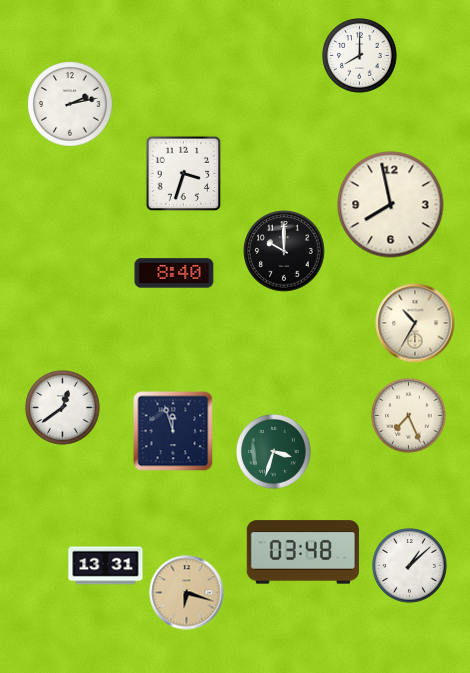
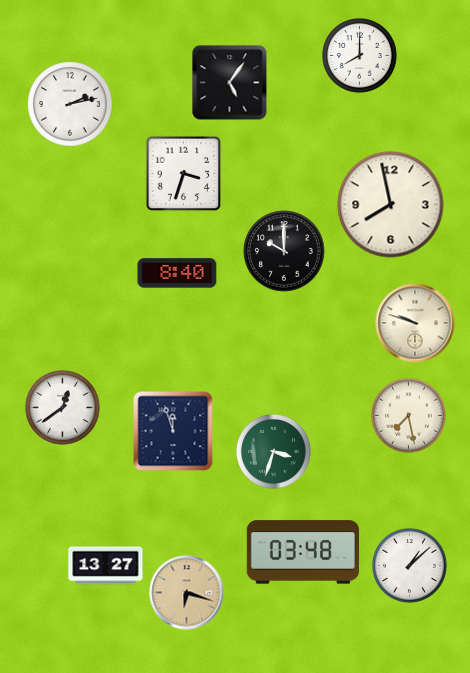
clock at (230, 83): none -> 5:06
clock at (174, 273) position: (174, 273) -> (177, 273)
clock at (415, 323): 10:35 -> 9:48
clock at (409, 416): 7:26 -> 7:28
clock at (106, 566): 13:31 -> 13:27
